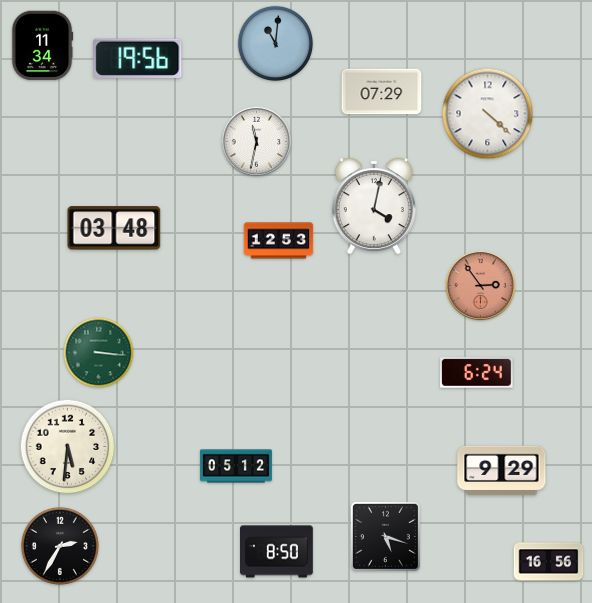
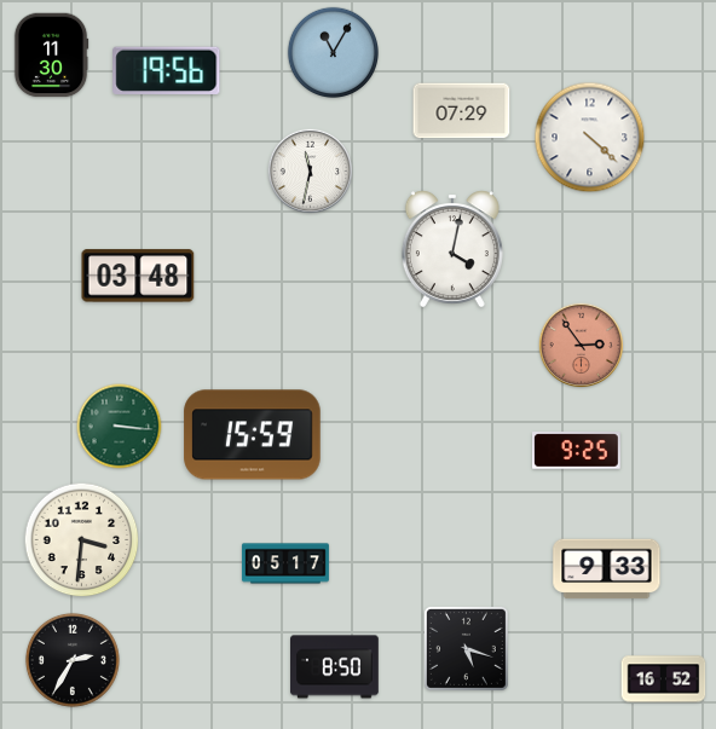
clock at (275, 43): 11:01 -> 11:05
clock at (42, 46): 11:34 -> 11:30
clock at (279, 241): 12:53 -> none
clock at (253, 435): none -> 15:59
clock at (477, 373): 6:24 -> 9:25
clock at (68, 447): 5:31 -> 3:31
clock at (236, 466): 05:12 -> 05:17
clock at (502, 471): 9:29 -> 9:33
clock at (549, 562): 16:56 -> 16:52
